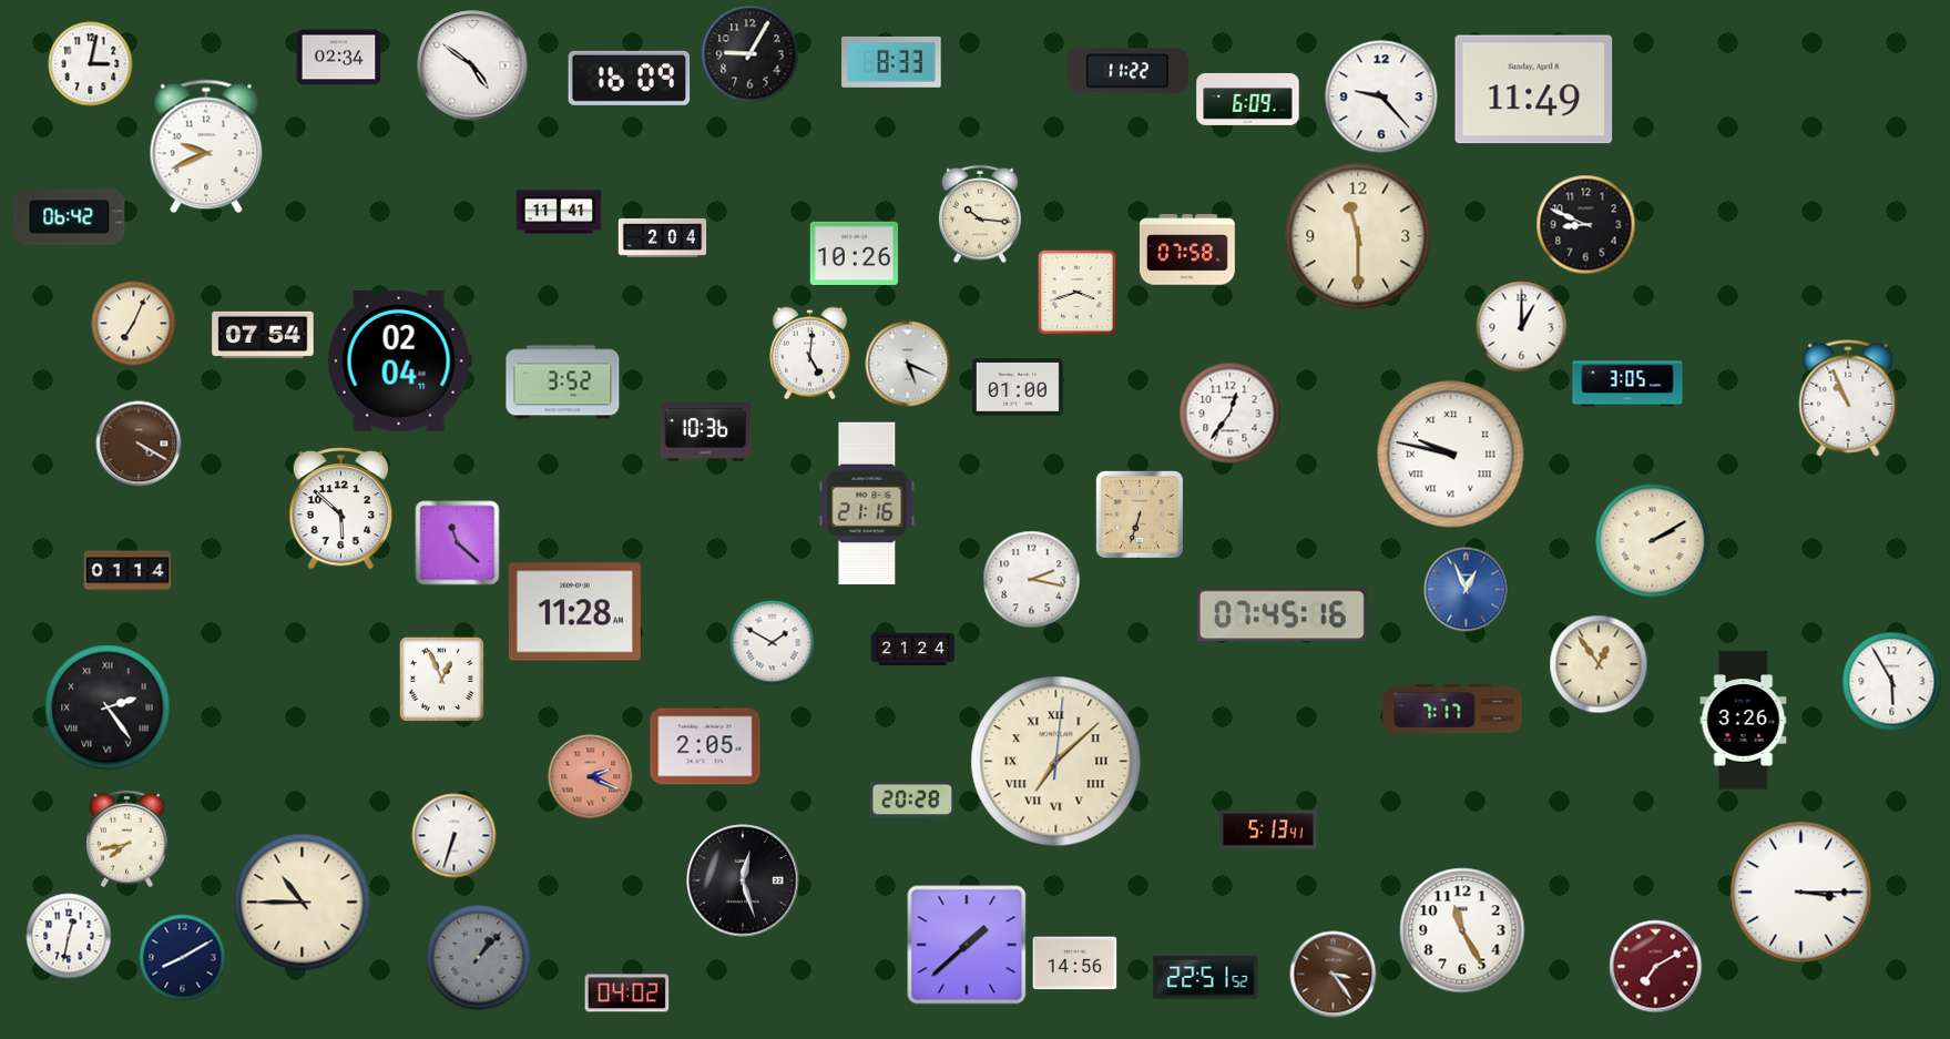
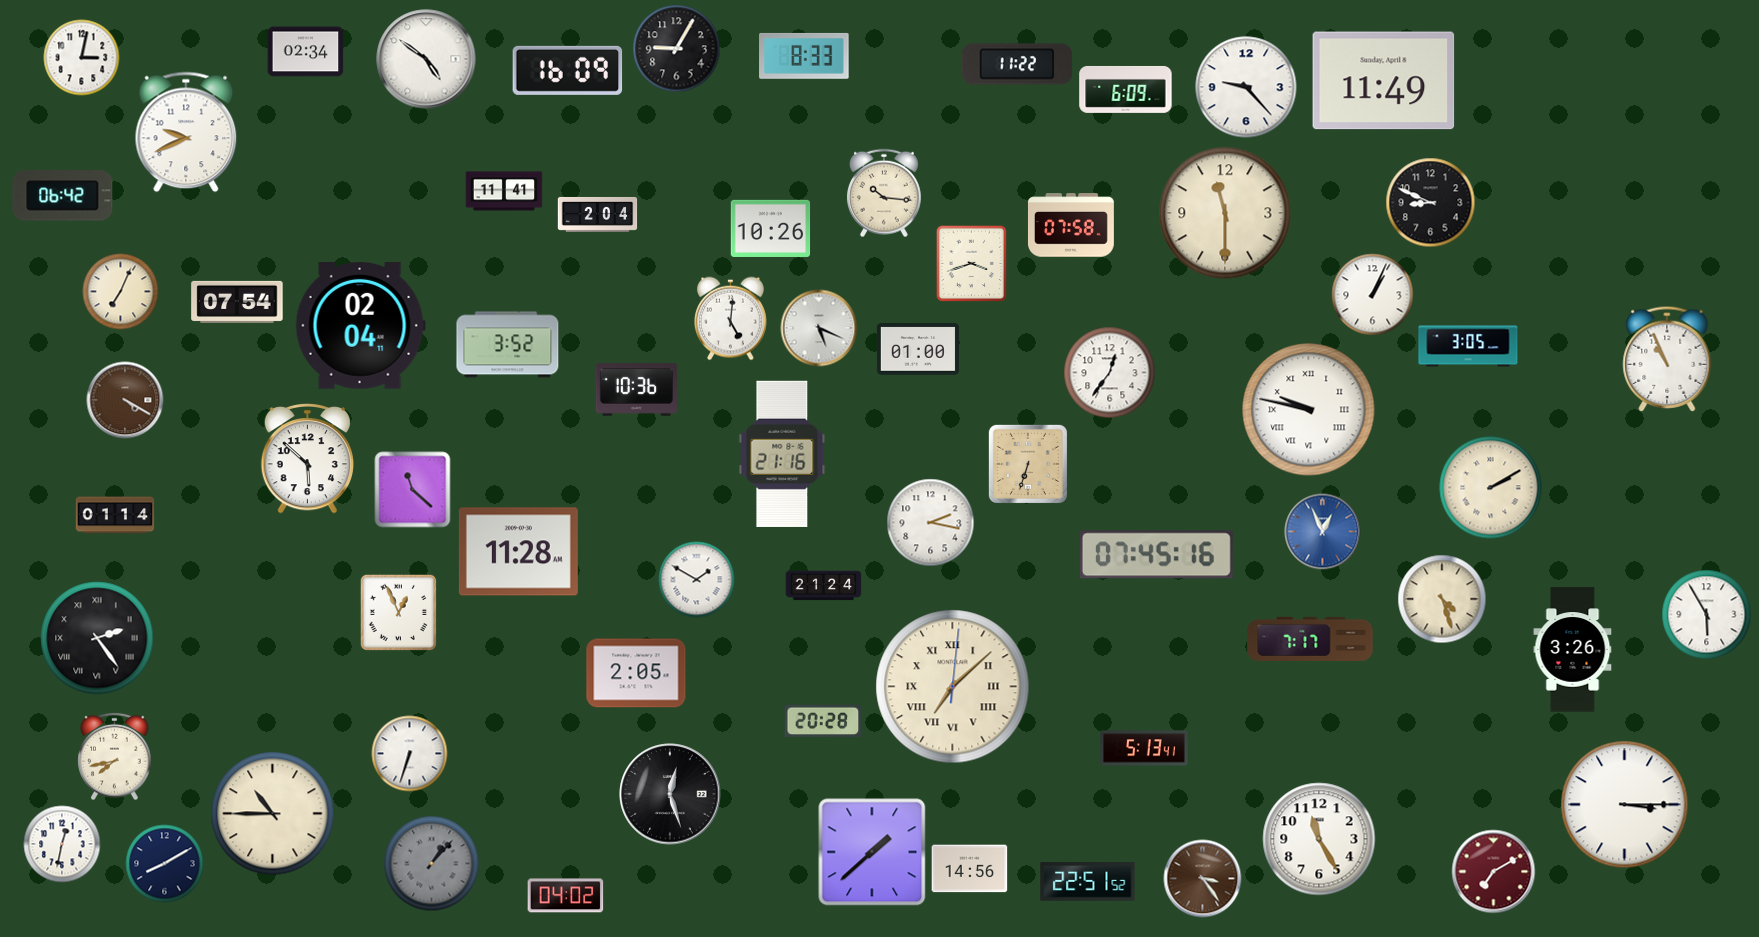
clock at (1522, 327): 1:00 -> 1:04
clock at (1599, 664): 12:54 -> 4:27
clock at (591, 777): 2:19 -> none
